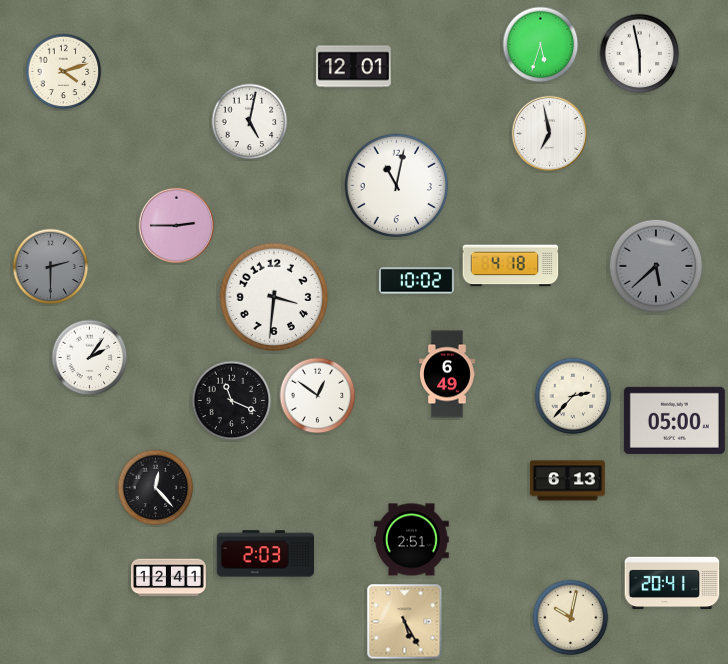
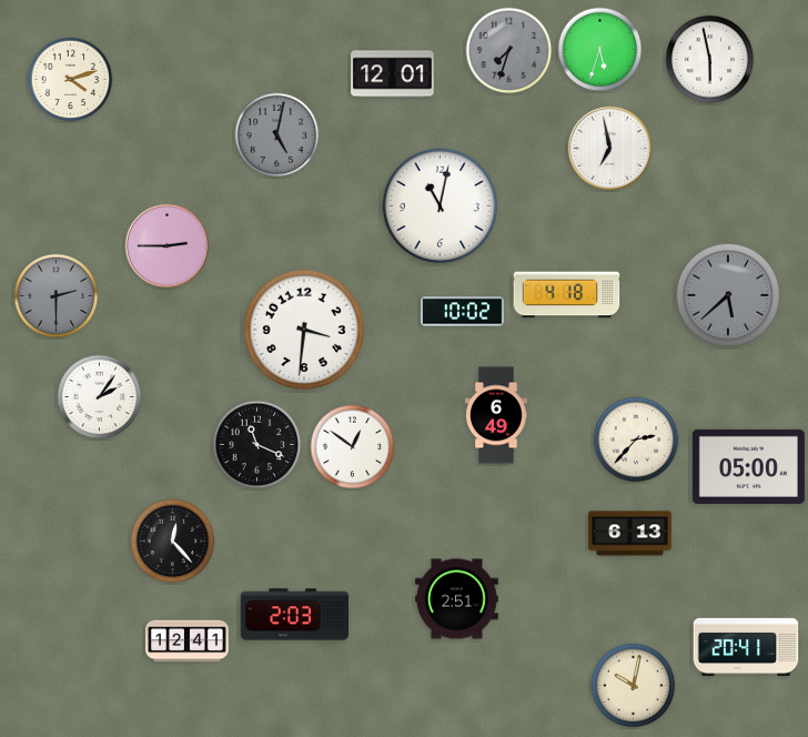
clock at (509, 51): none -> 7:33
clock at (250, 122) dial: white -> grey
clock at (176, 225) position: (176, 225) -> (166, 245)
clock at (318, 396) position: (318, 396) -> (353, 447)
clock at (405, 622): 5:25 -> none
